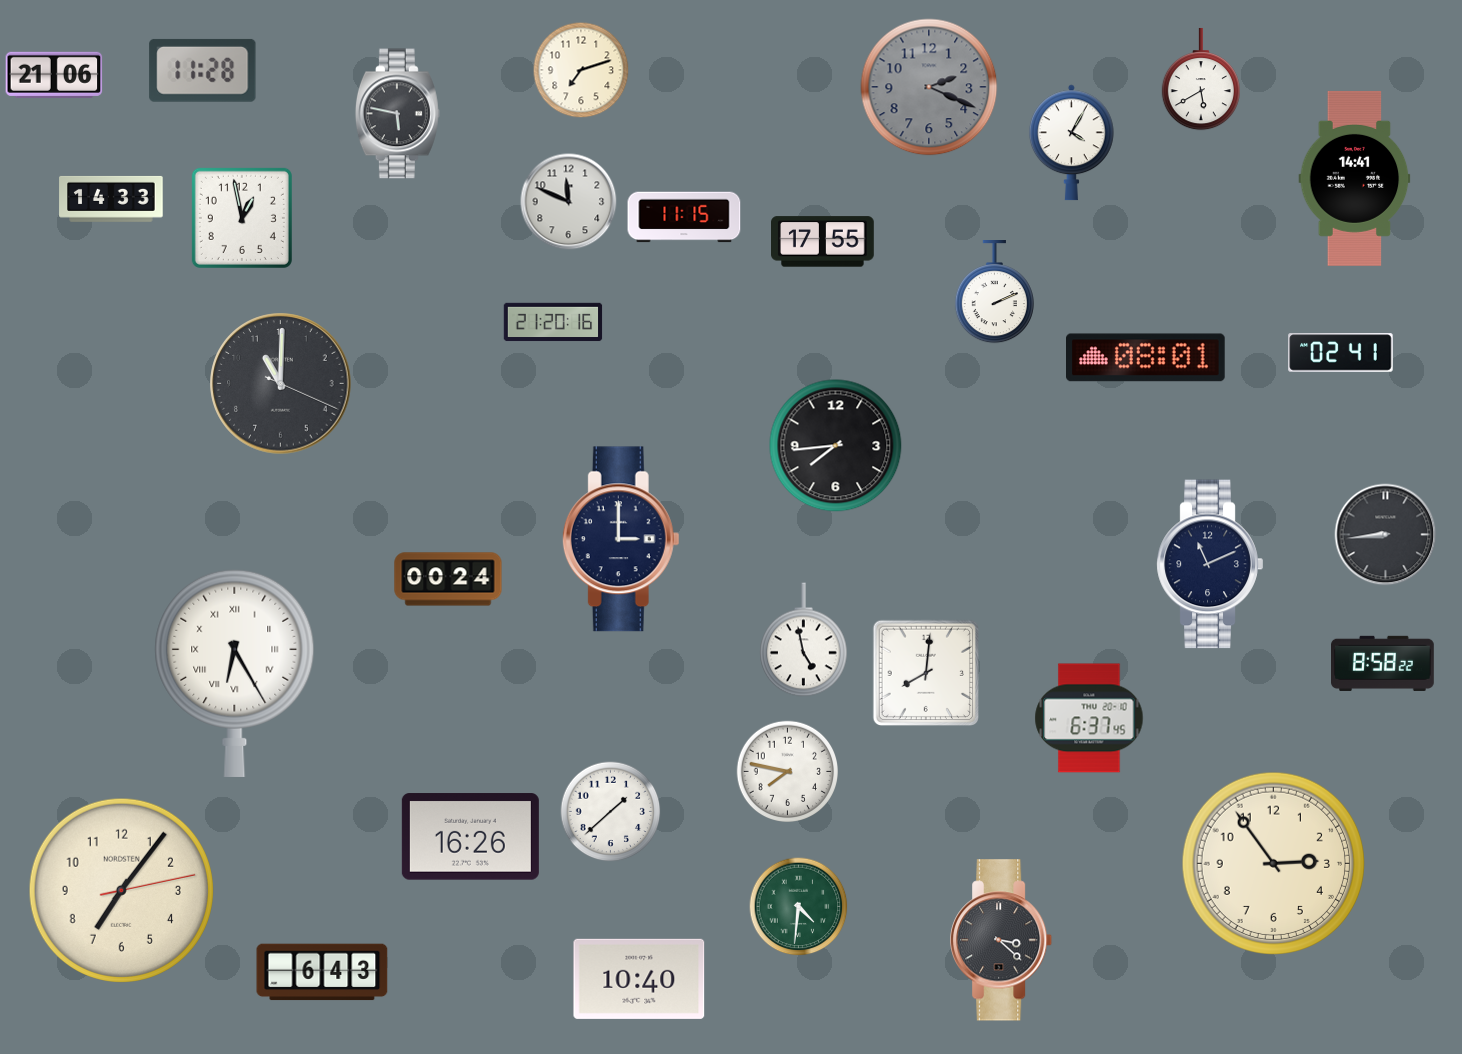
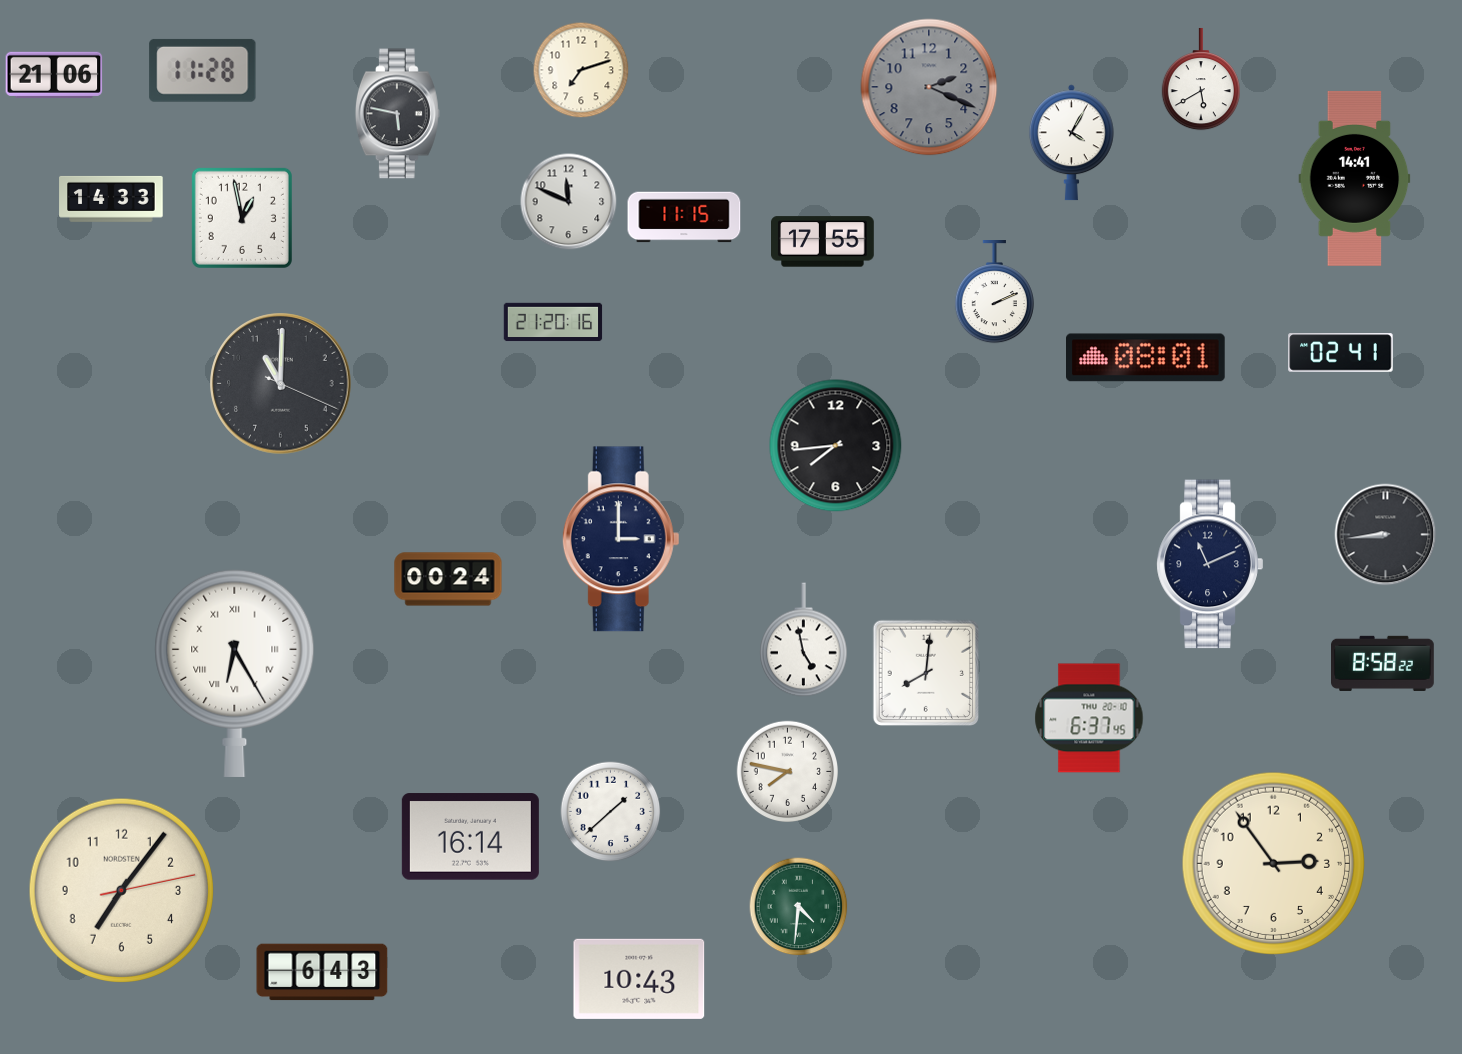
clock at (470, 837): 16:26 -> 16:14
clock at (1002, 940): 3:22 -> none
clock at (639, 979): 10:40 -> 10:43
